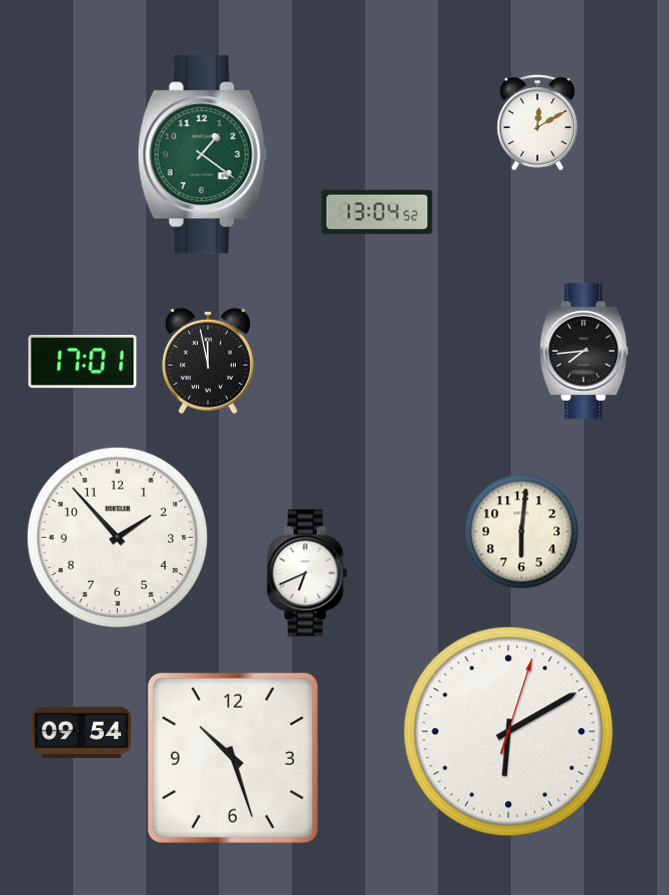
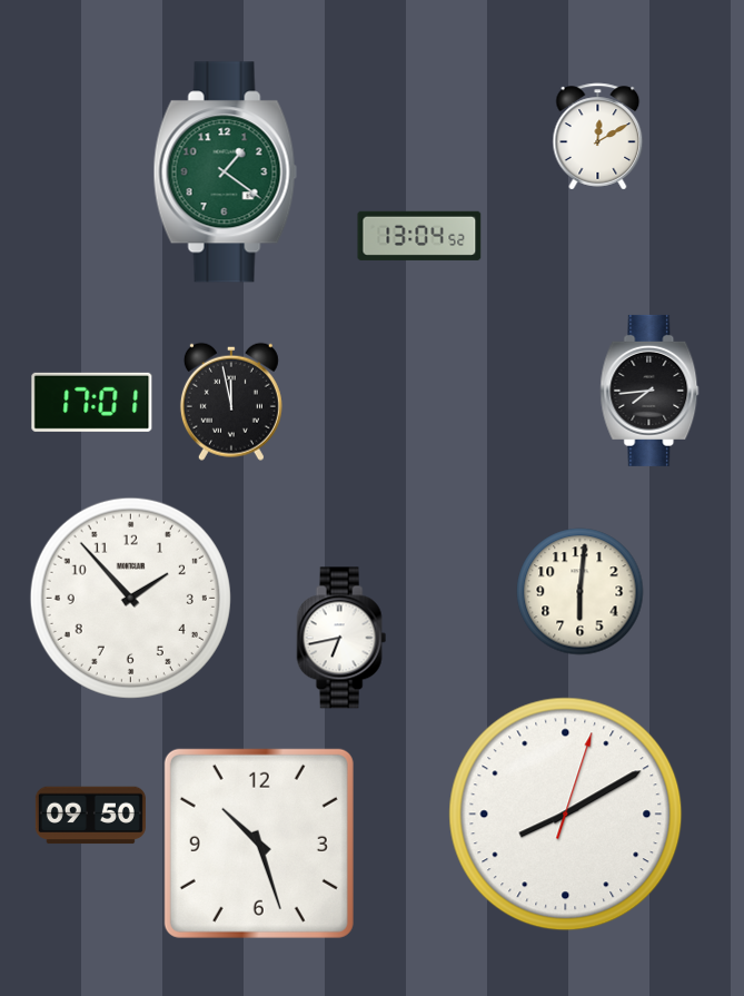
clock at (307, 573): 6:41 -> 6:43
clock at (509, 732): 6:10 -> 8:10
clock at (81, 733): 09:54 -> 09:50
